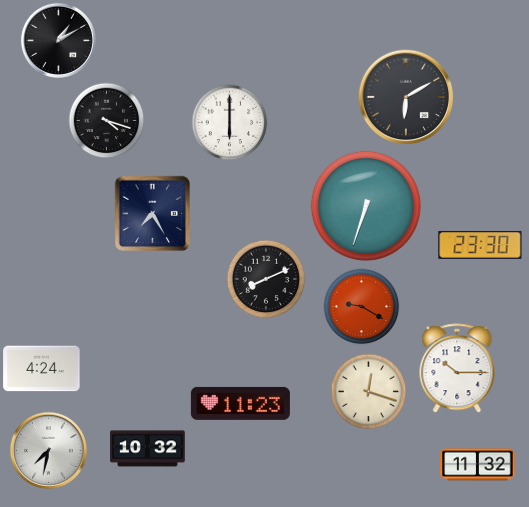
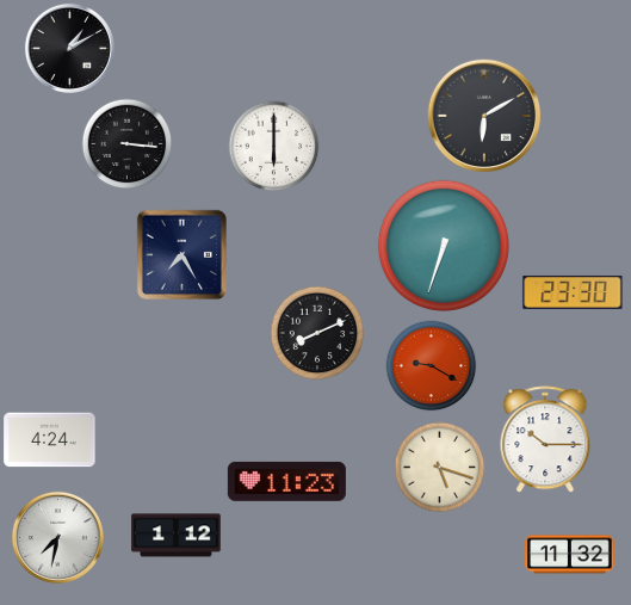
clock at (107, 121): 4:18 -> 3:16
clock at (366, 206) position: (366, 206) -> (444, 246)
clock at (369, 392): 12:18 -> 5:18
clock at (148, 449): 10:32 -> 1:12
